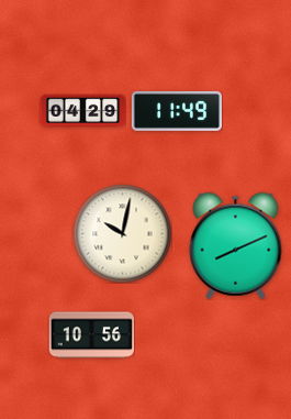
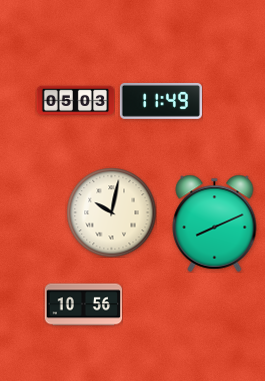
clock at (82, 111): 04:29 -> 05:03
